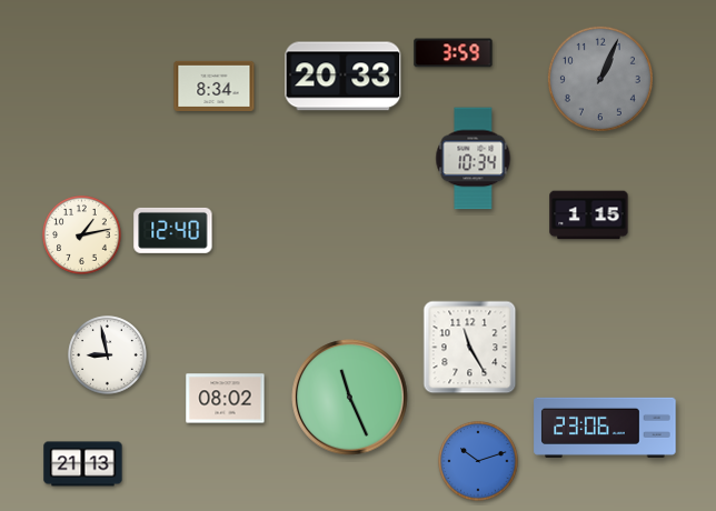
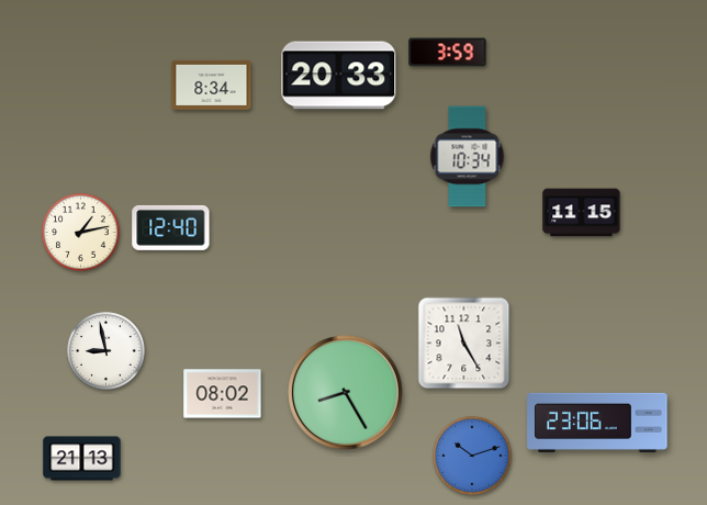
clock at (600, 79): 1:04 -> none
clock at (589, 216): 1:15 -> 11:15
clock at (350, 398): 11:26 -> 8:25
